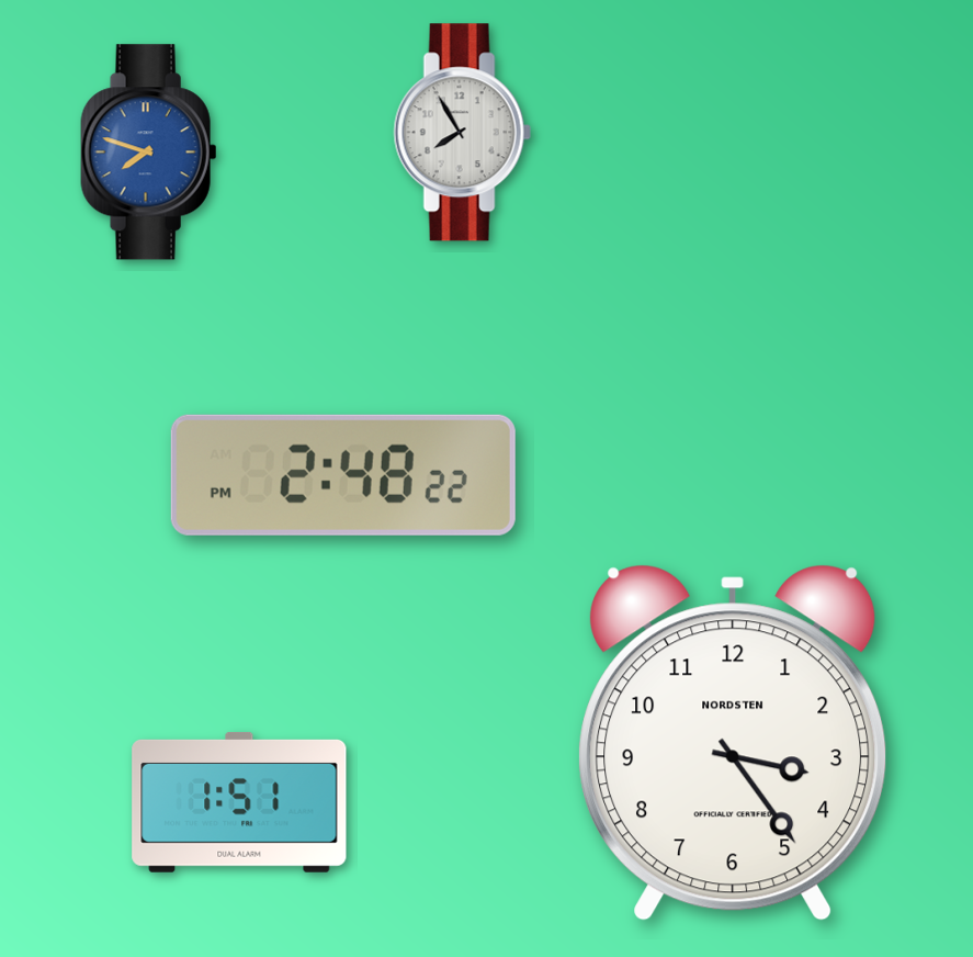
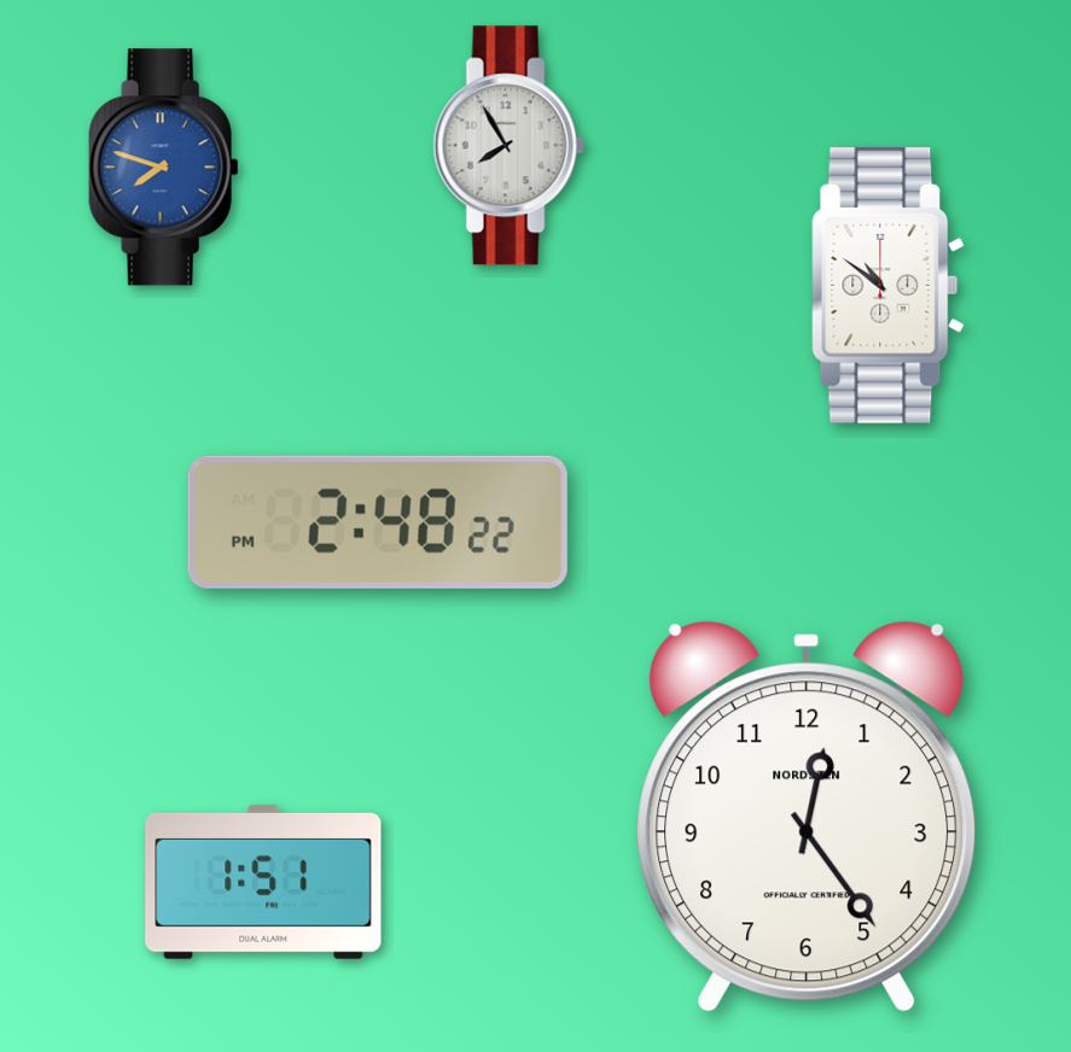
clock at (889, 286): none -> 10:51
clock at (733, 743): 3:24 -> 12:24
